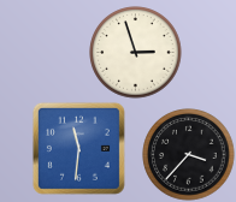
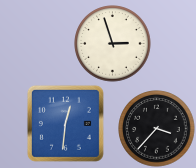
clock at (78, 148): 11:31 -> 12:31
